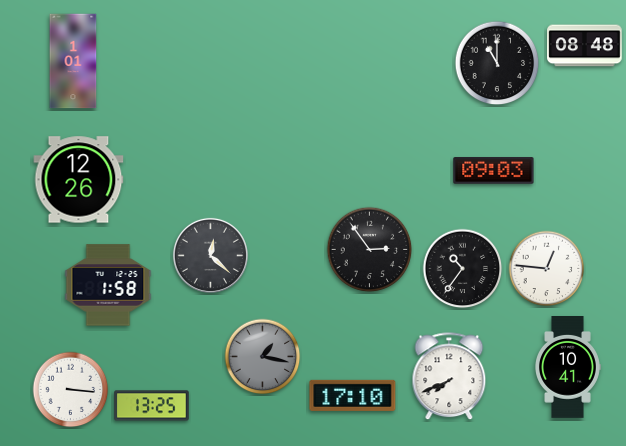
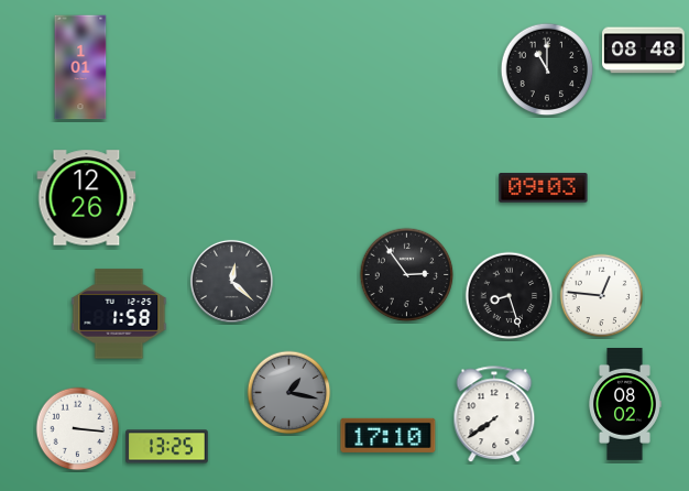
clock at (463, 269): 10:36 -> 8:27
clock at (568, 368): 10:41 -> 08:02
clock at (449, 377): 7:41 -> 7:39
